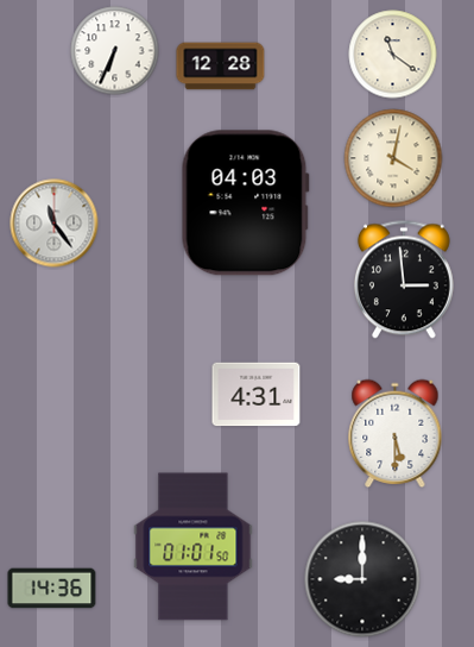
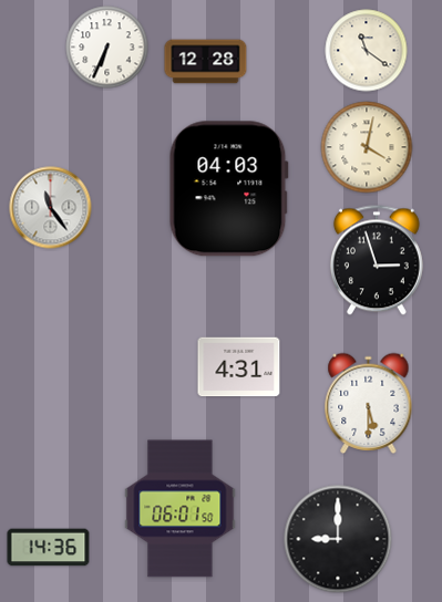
clock at (404, 279): 2:59 -> 2:57
clock at (194, 547): 01:01 -> 06:01
